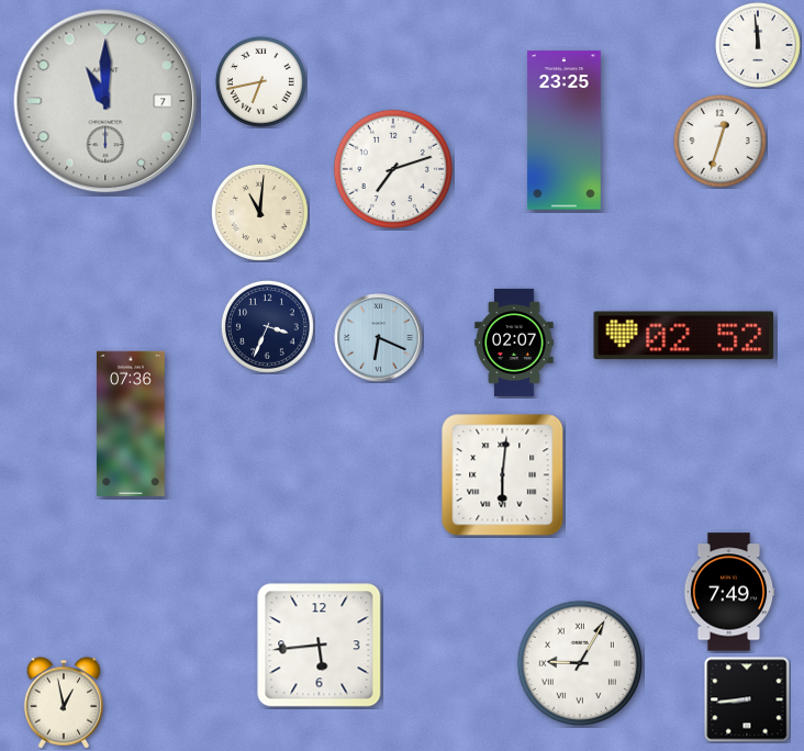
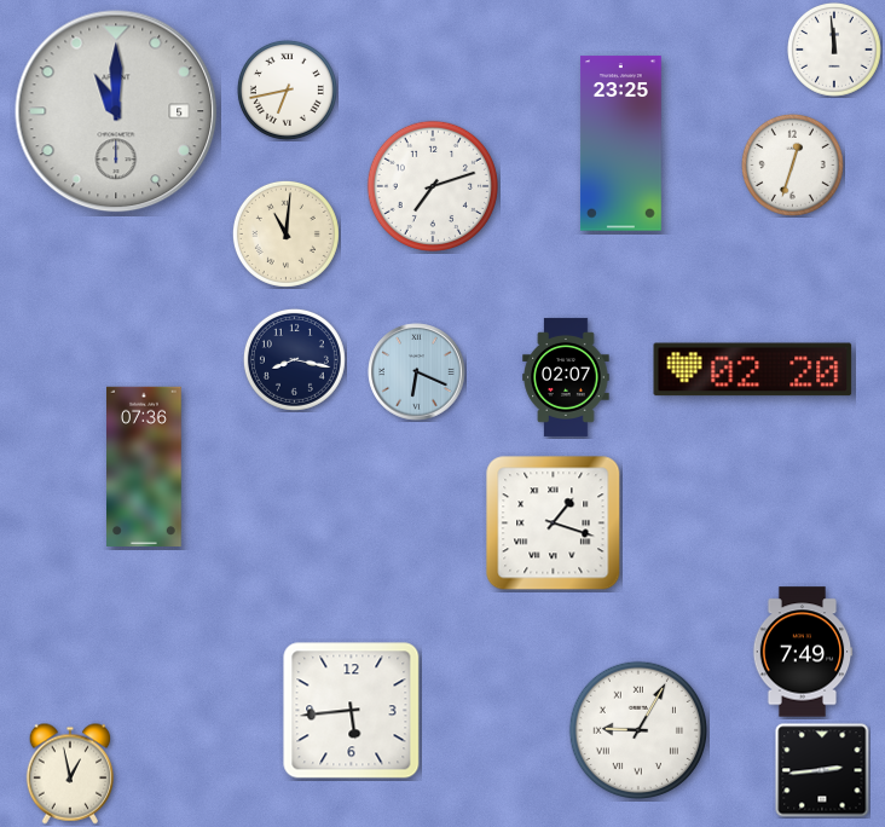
clock at (105, 101) date: 7 -> 5
clock at (719, 141) position: (719, 141) -> (792, 164)
clock at (267, 326): 3:34 -> 8:17
clock at (684, 336): 02:52 -> 02:20
clock at (503, 475): 6:01 -> 1:18
clock at (747, 699): 8:44 -> 2:44
